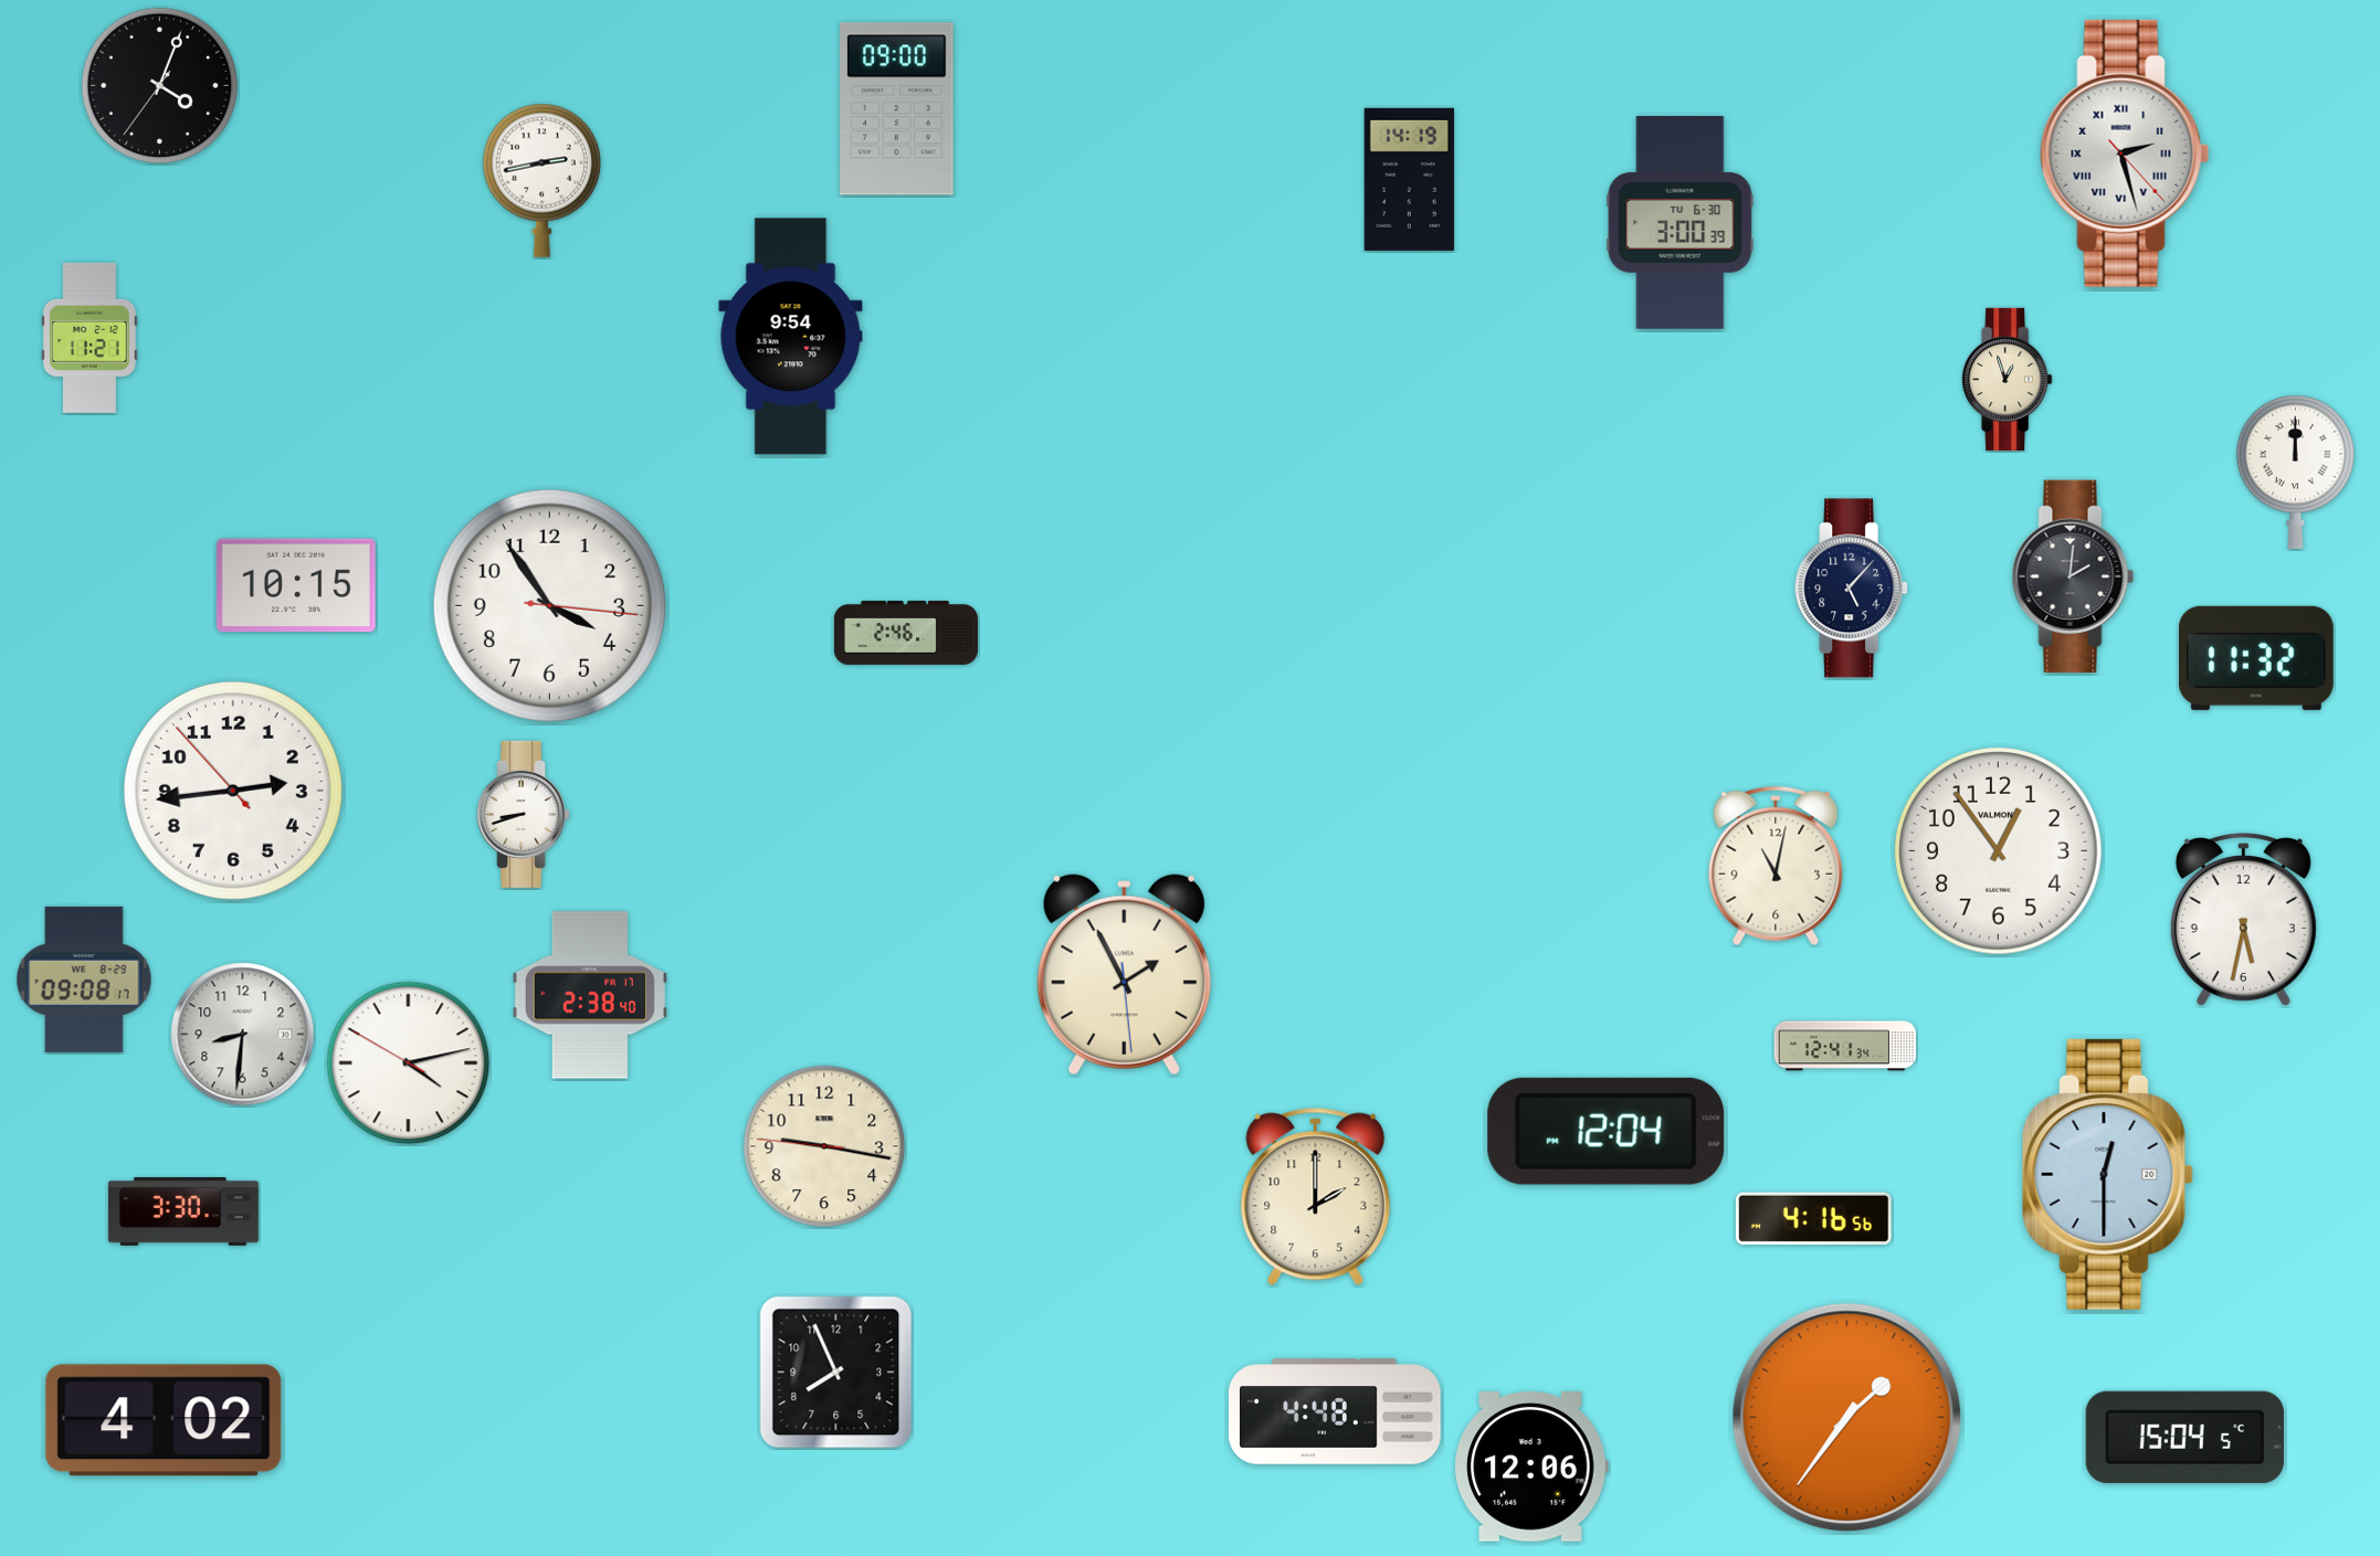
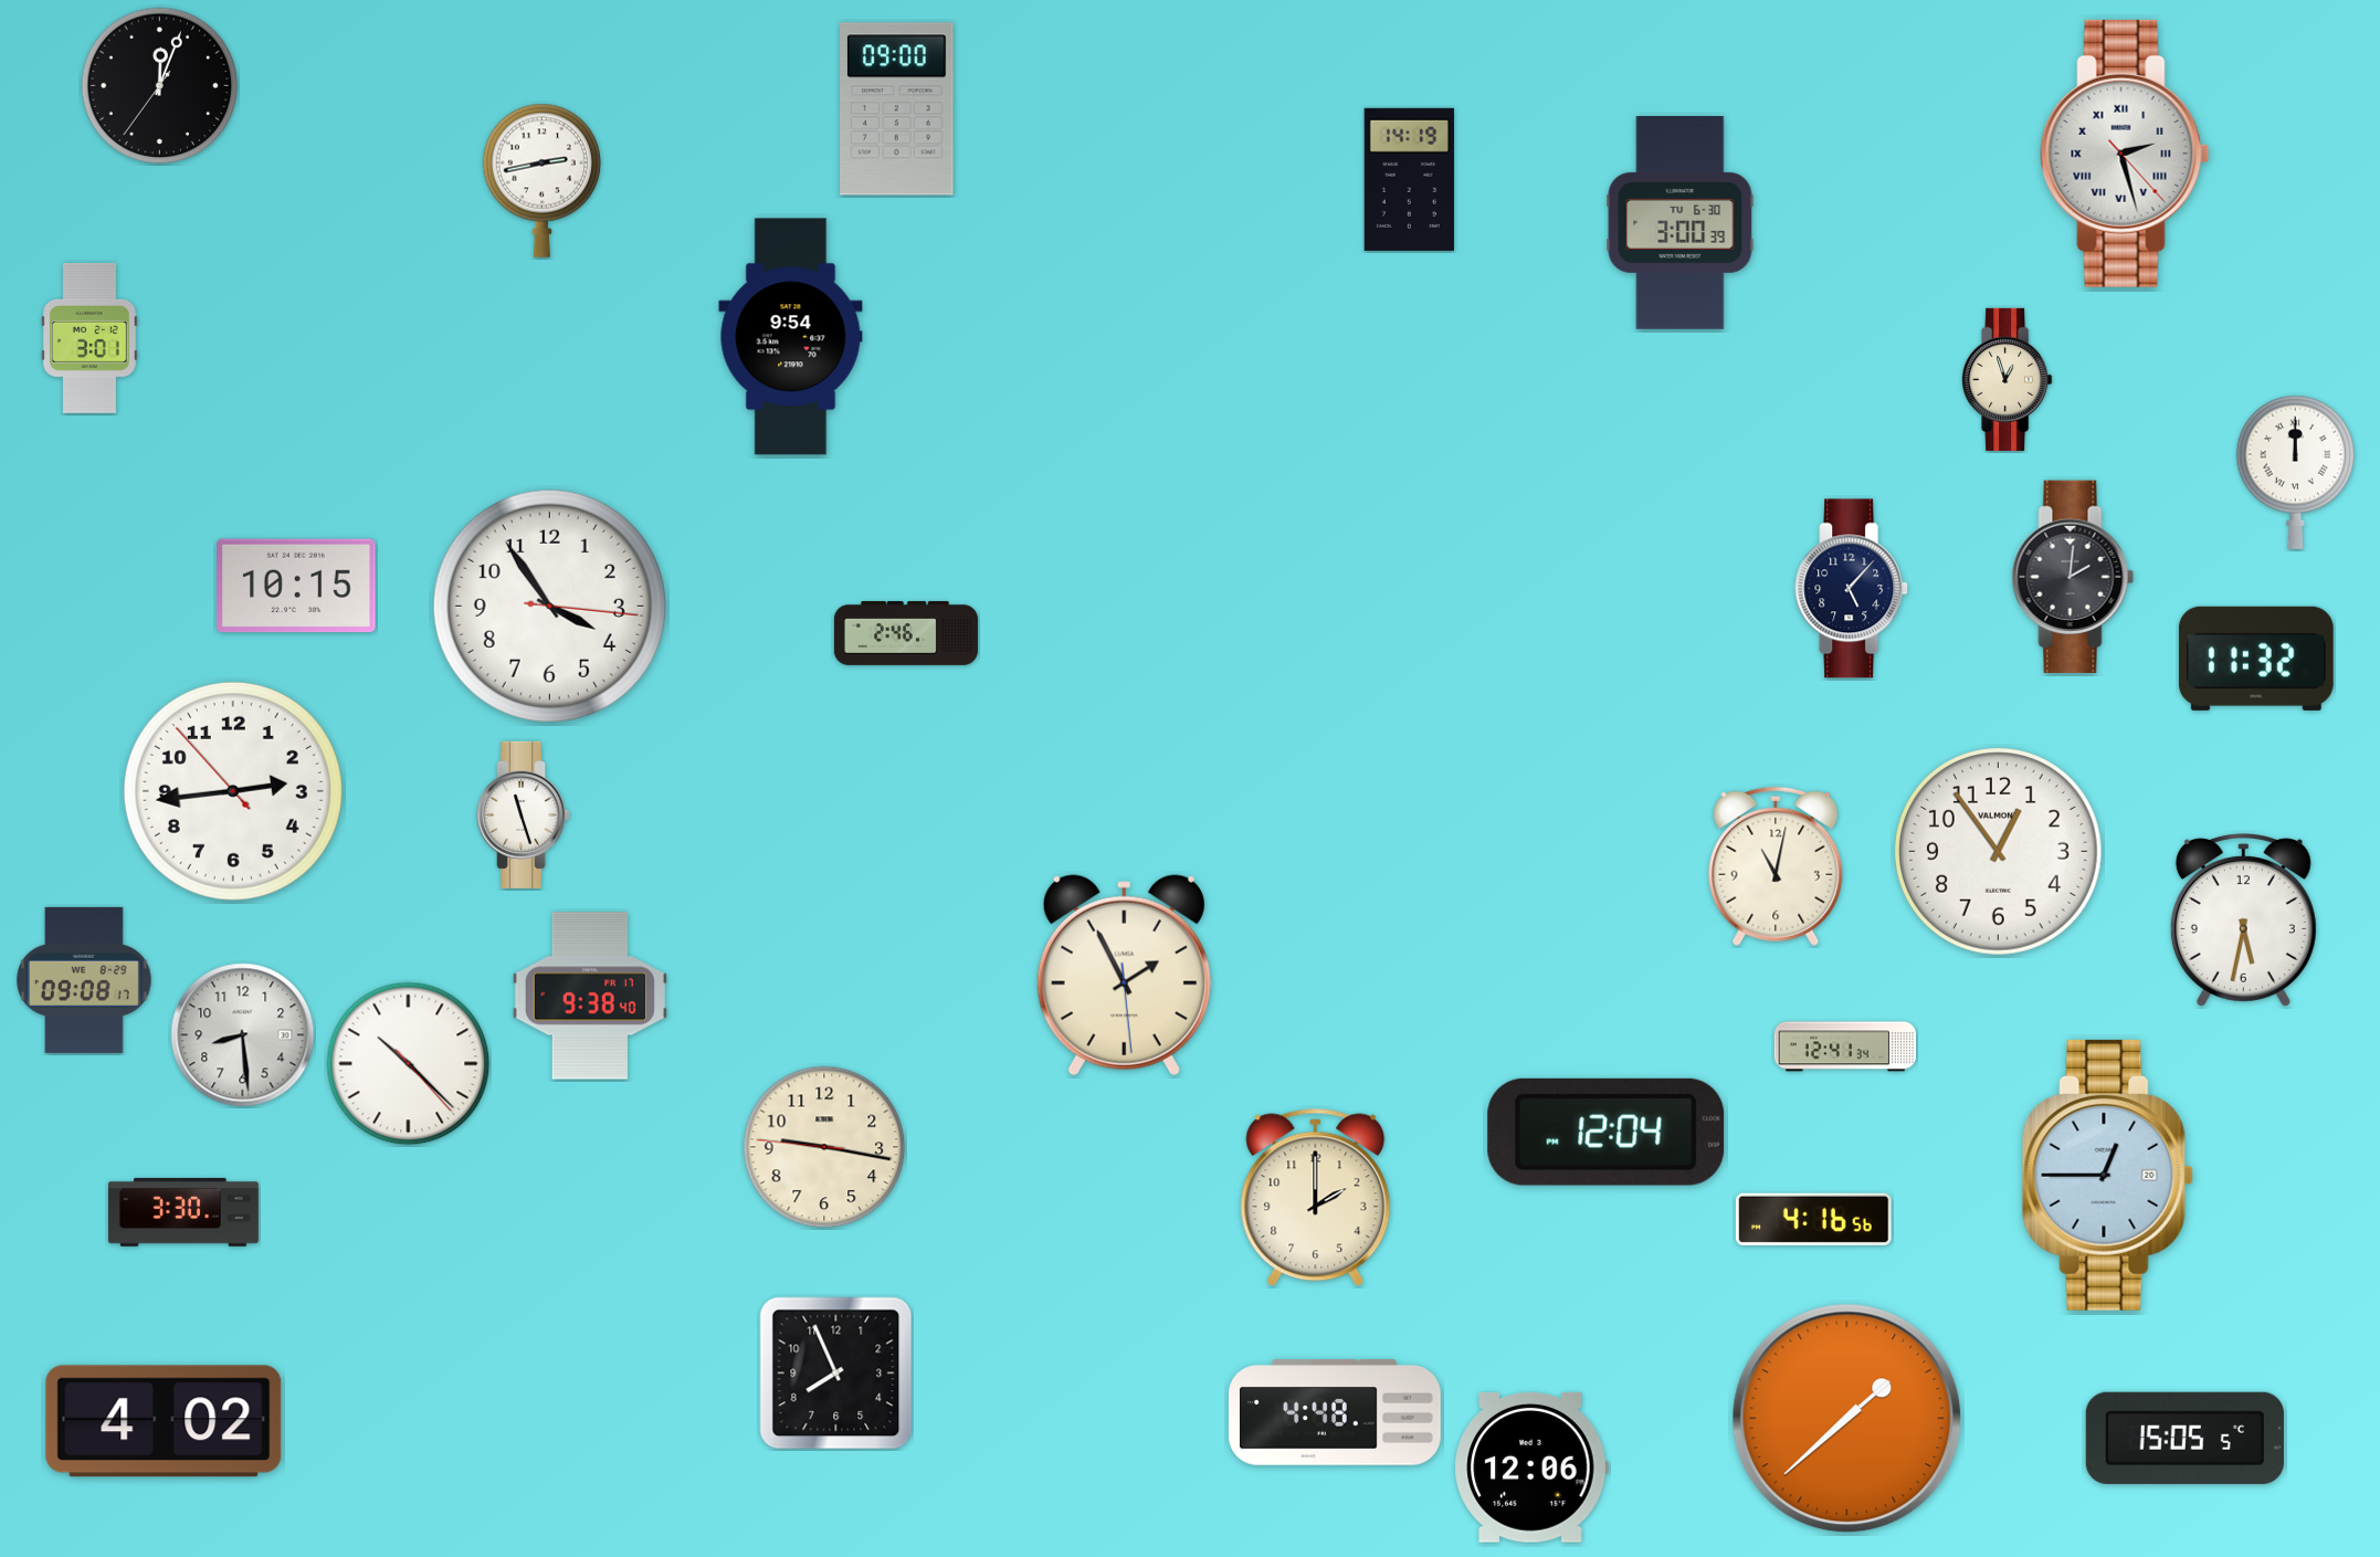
clock at (160, 86): 4:03 -> 12:03
clock at (89, 338): 11:21 -> 3:01
clock at (524, 814): 8:42 -> 11:27
clock at (590, 995): 2:38 -> 9:38
clock at (243, 1035): 8:31 -> 8:29
clock at (409, 1063): 4:12 -> 10:22
clock at (2107, 1174): 12:30 -> 12:45
clock at (1847, 1418): 1:36 -> 1:38
clock at (2184, 1437): 15:04 -> 15:05
